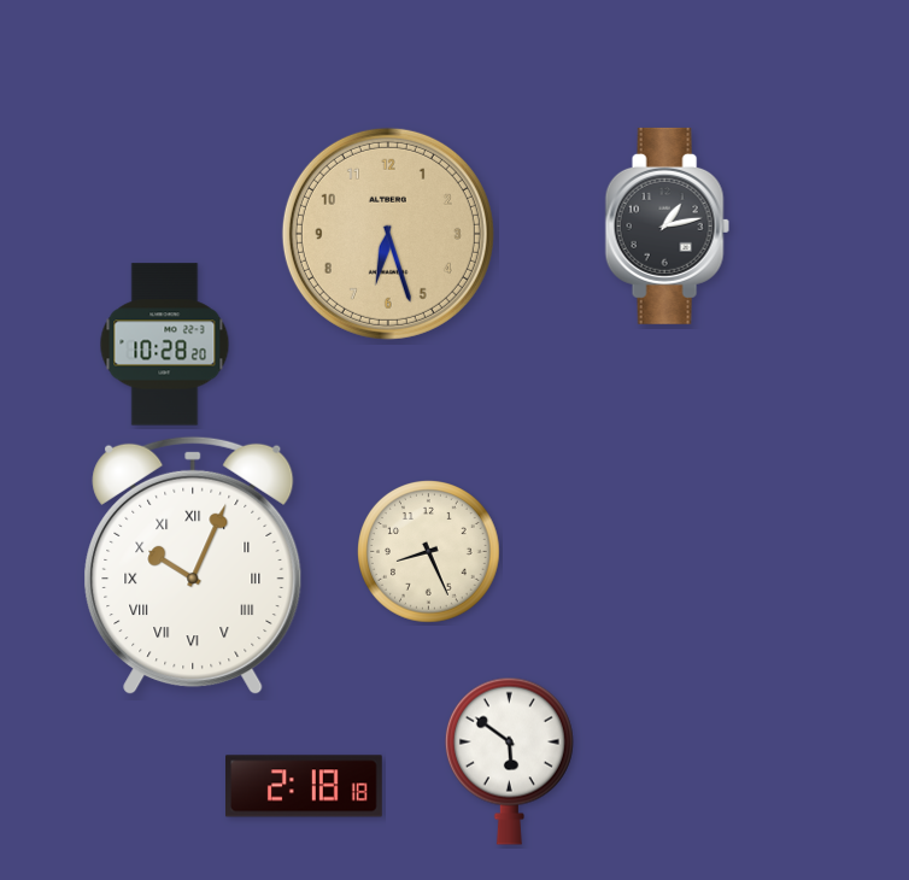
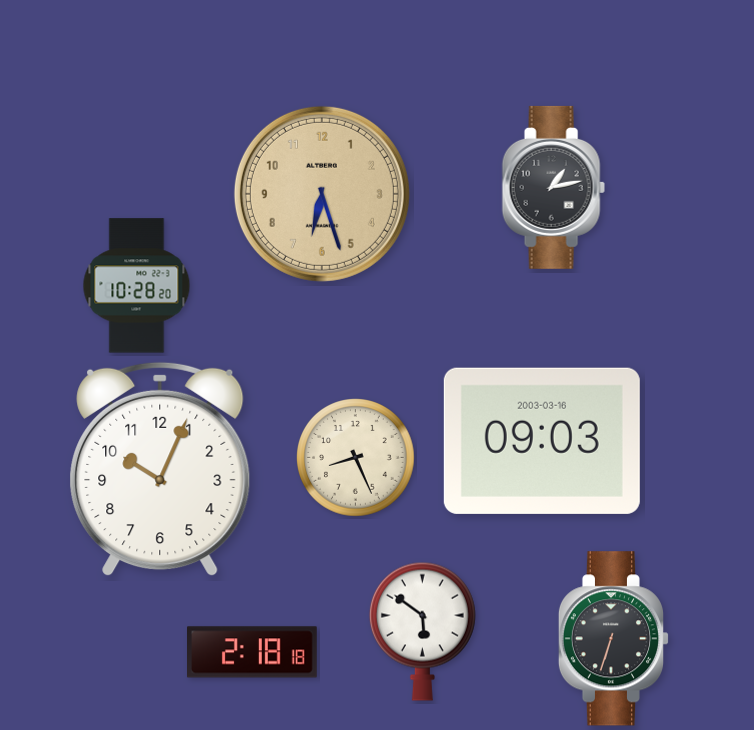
clock at (542, 441): none -> 09:03
clock at (193, 565) numerals: Roman -> Arabic
clock at (614, 639): none -> 6:33
